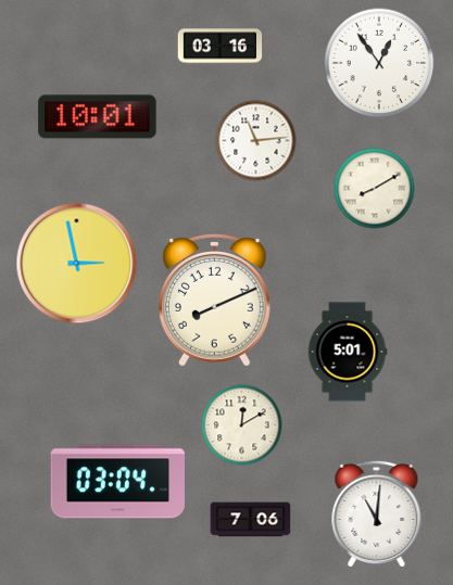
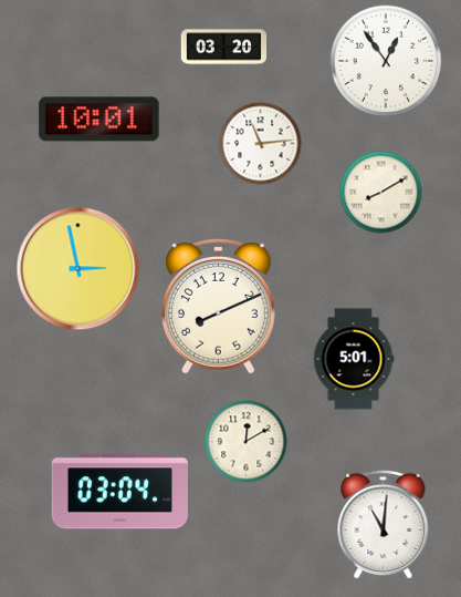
clock at (221, 47): 03:16 -> 03:20
clock at (379, 63) position: (379, 63) -> (386, 61)
clock at (242, 425) position: (242, 425) -> (247, 442)
clock at (251, 520): 7:06 -> none
